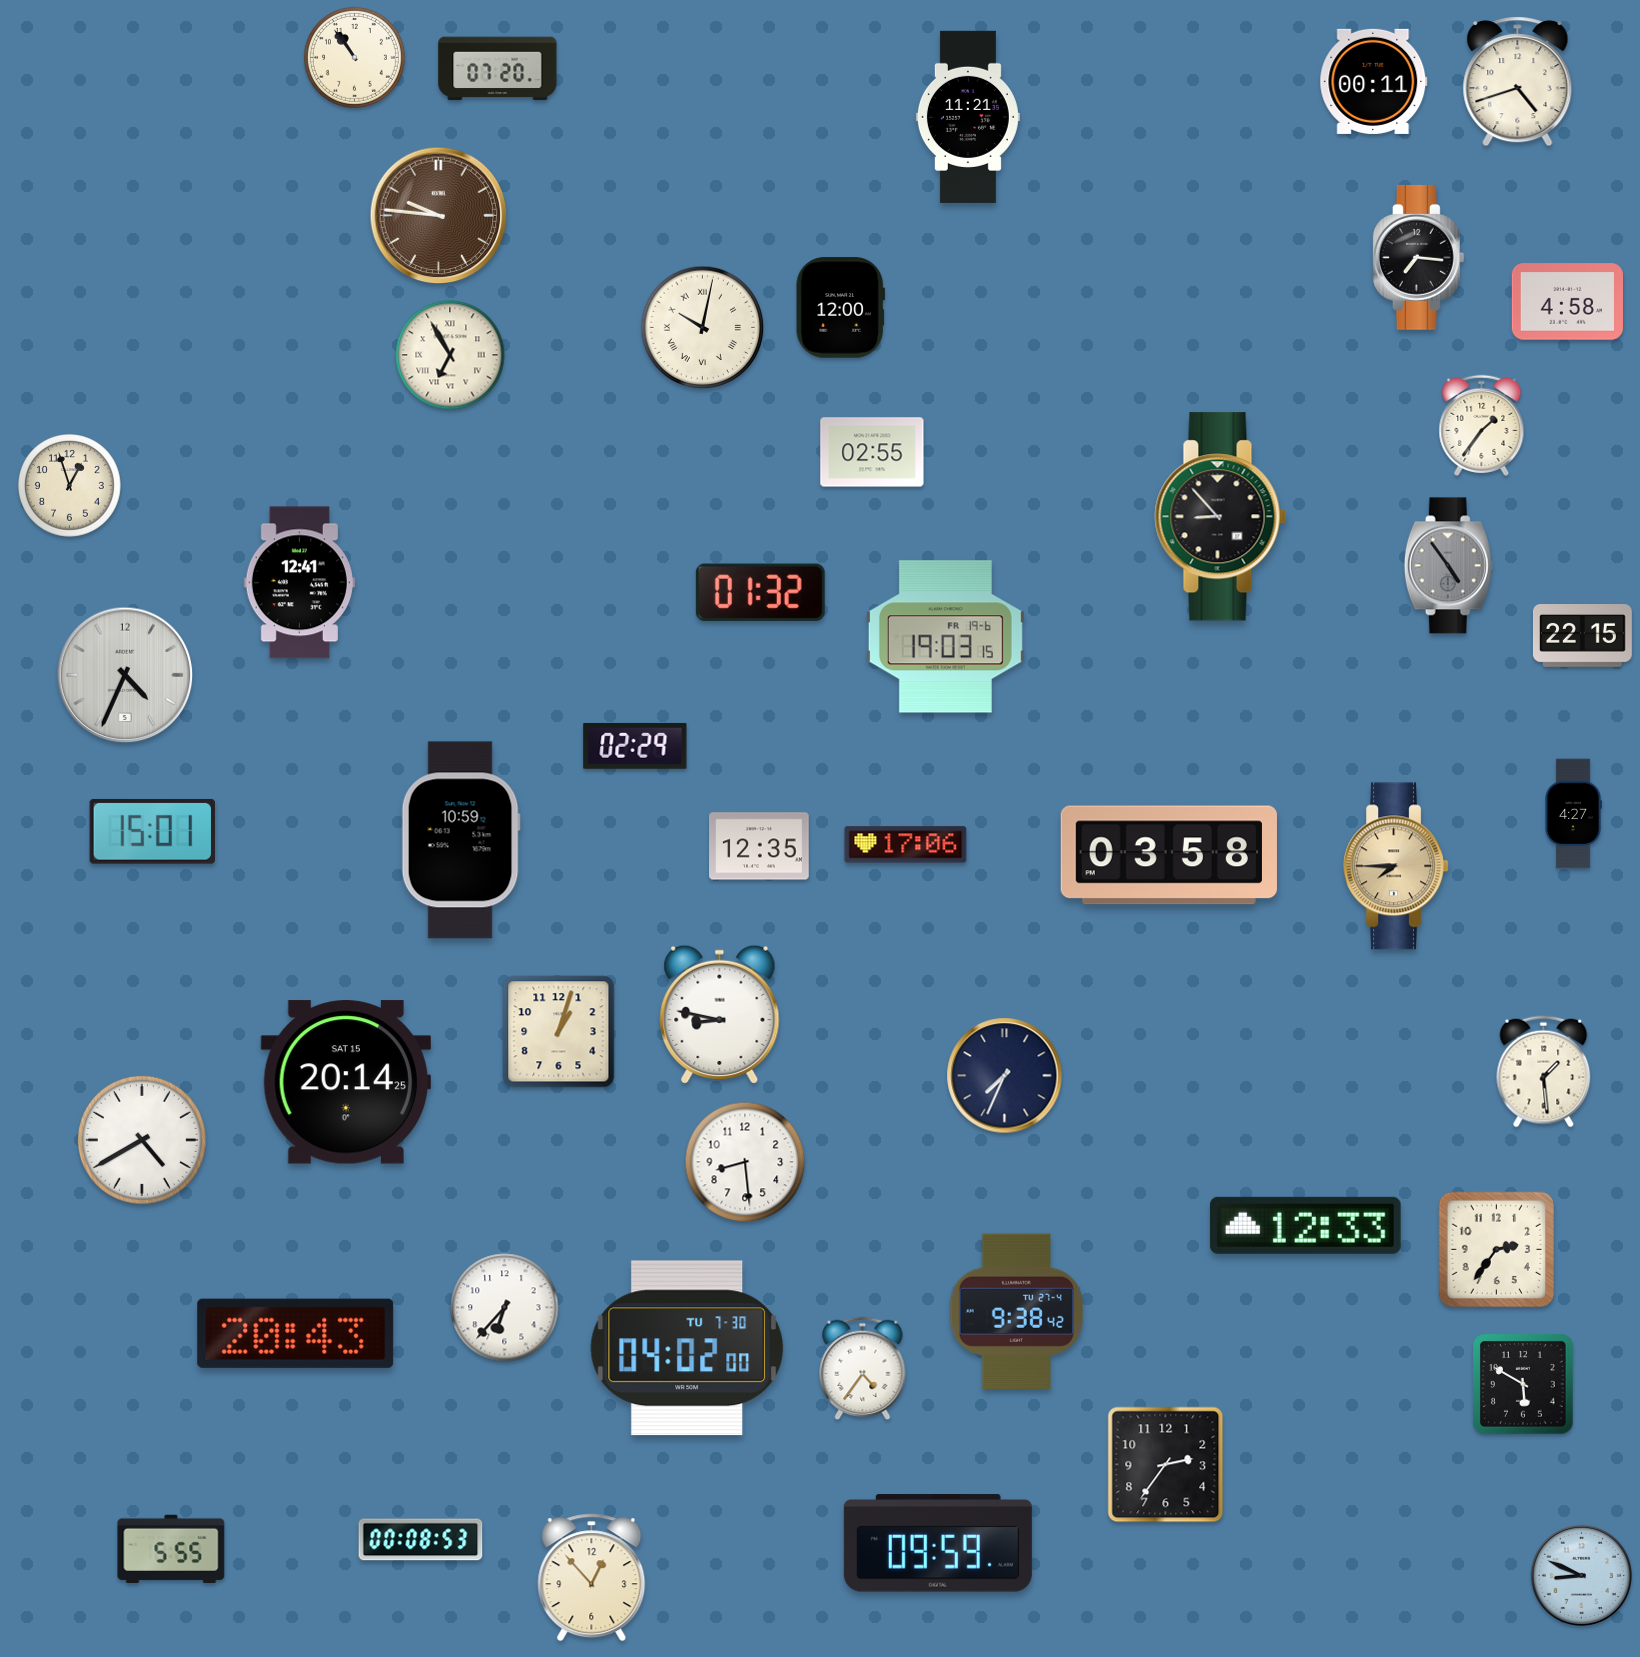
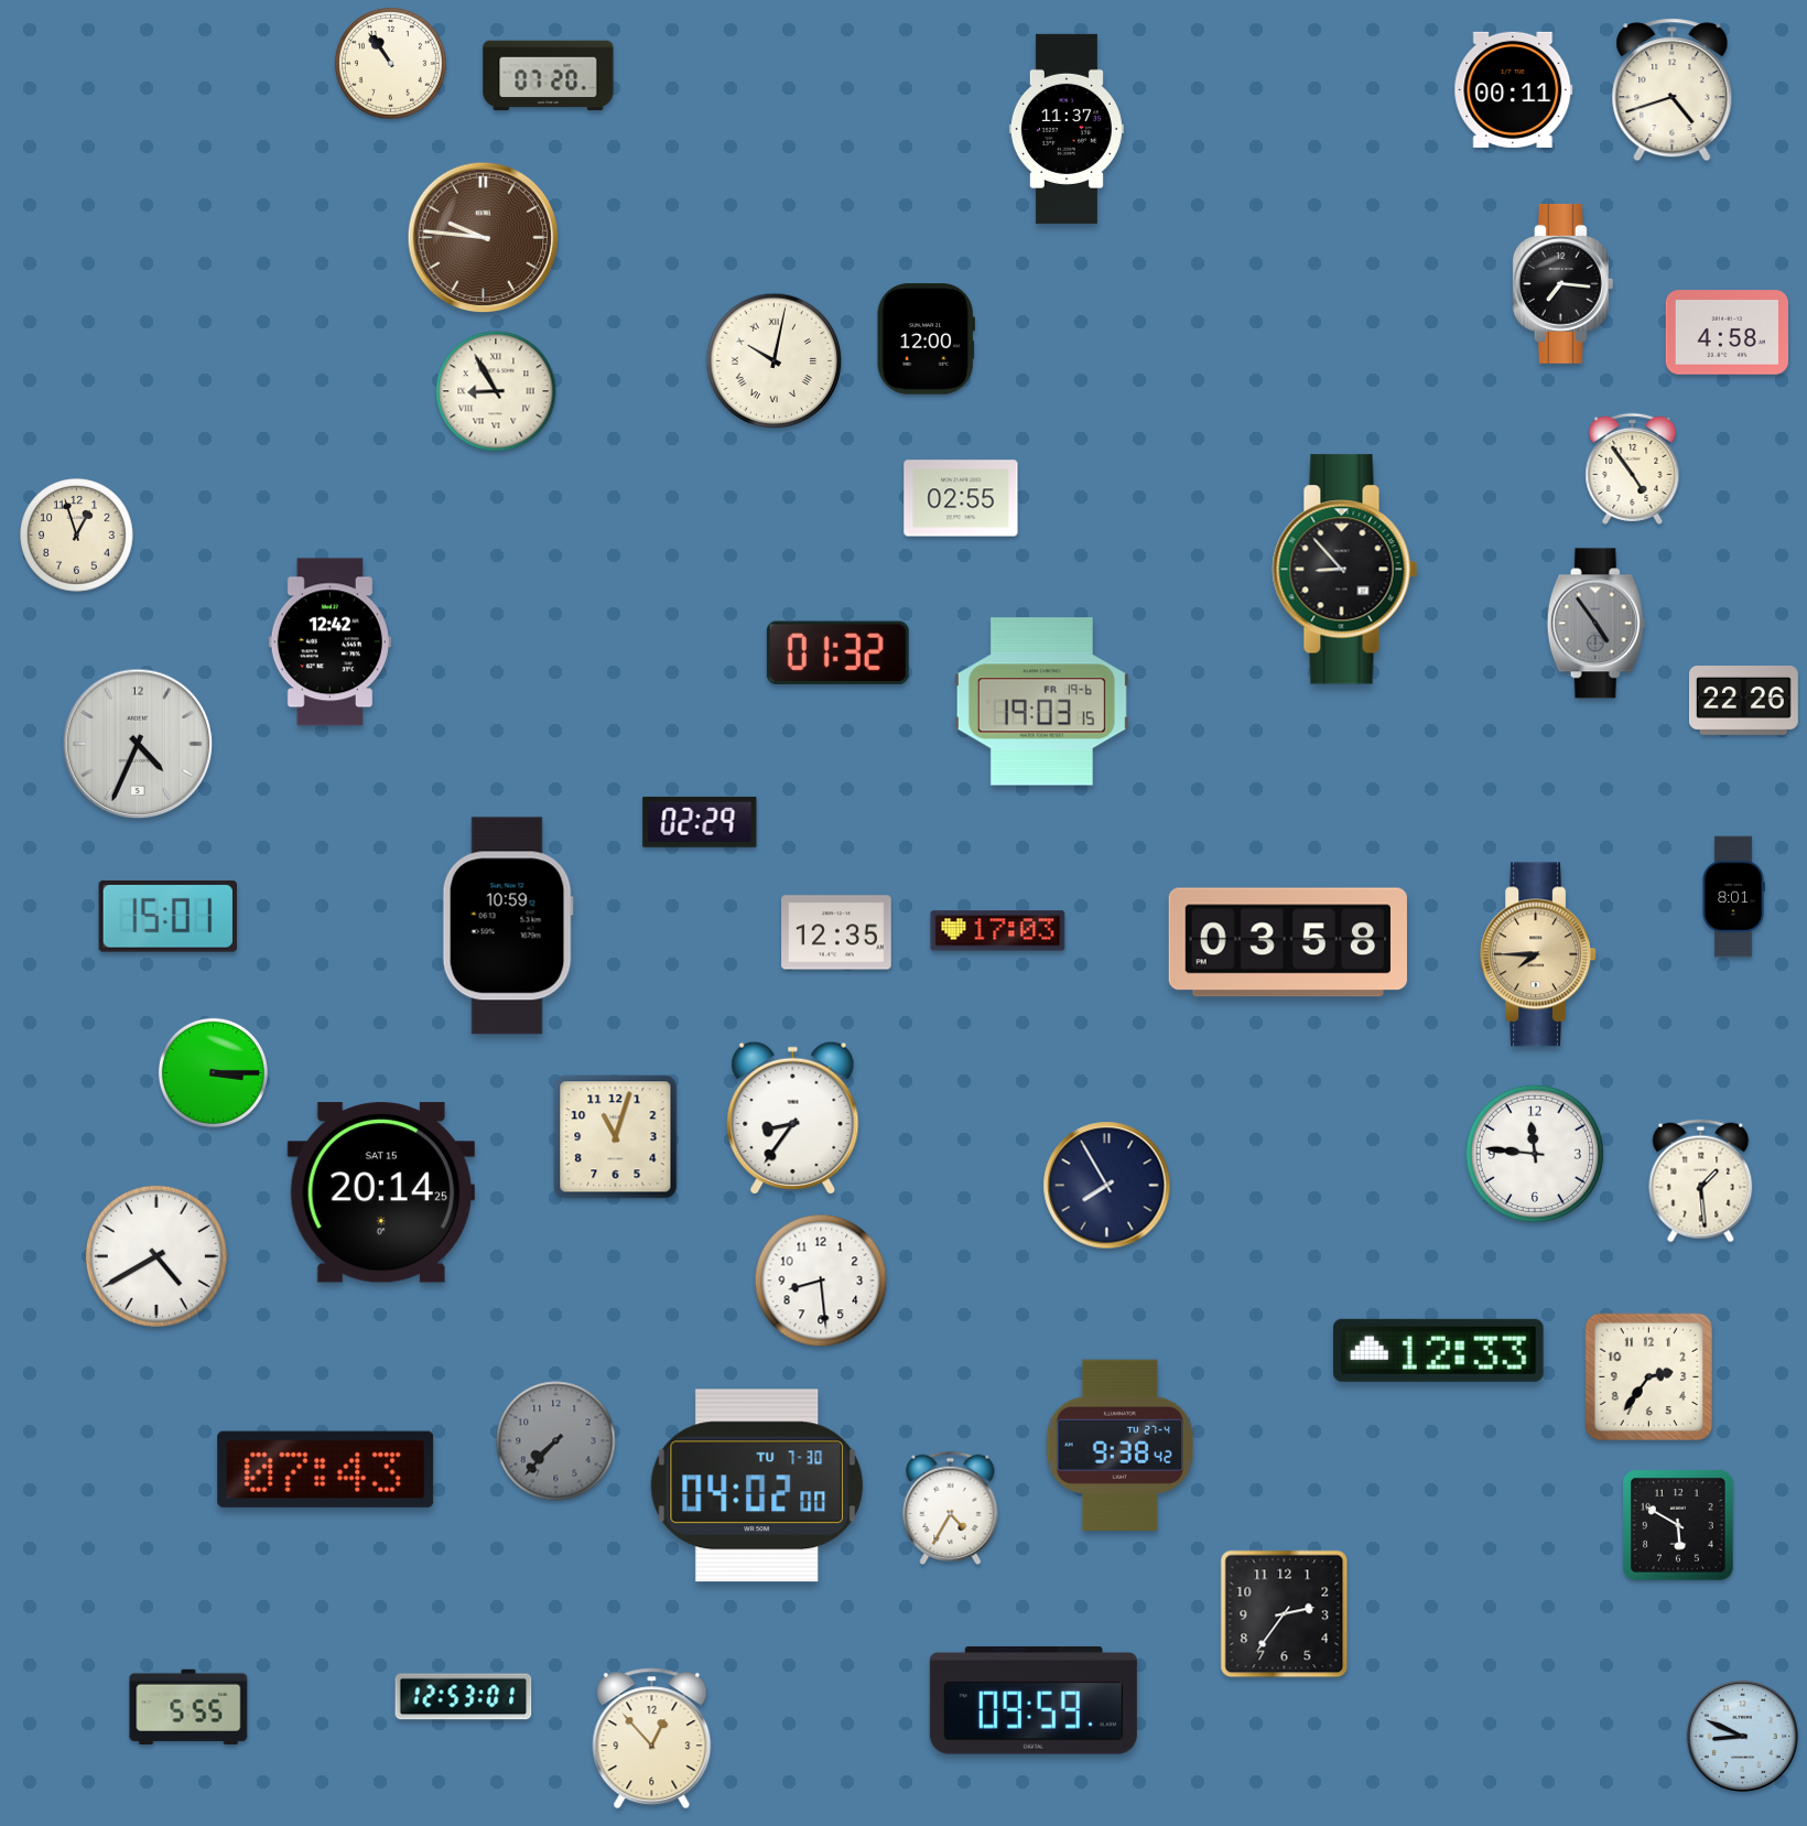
clock at (968, 117): 11:21 -> 11:37
clock at (450, 355): 6:55 -> 8:55
clock at (1482, 425): 1:36 -> 4:54
clock at (299, 583): 12:41 -> 12:42
clock at (1582, 636): 22:15 -> 22:26
clock at (1573, 814): 4:27 -> 8:01
clock at (906, 845): 17:06 -> 17:03
clock at (213, 1072): none -> 3:15
clock at (720, 1014): 8:47 -> 8:36
clock at (559, 1032): 1:03 -> 11:03
clock at (1535, 1154): none -> 11:46
clock at (1005, 1076): 7:34 -> 7:55
clock at (505, 1308): 6:37 -> 7:37
clock at (505, 1308) dial: white -> grey
clock at (296, 1333): 20:43 -> 07:43
clock at (863, 1368): 4:36 -> 4:35
clock at (421, 1540): 00:08 -> 12:53
